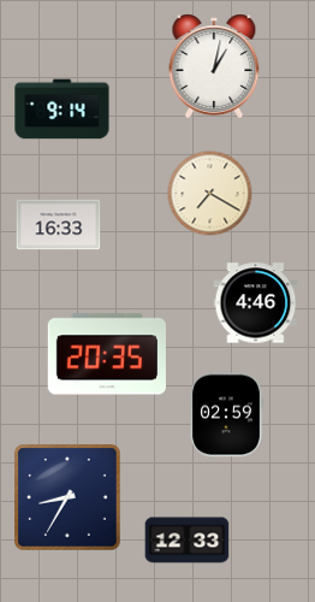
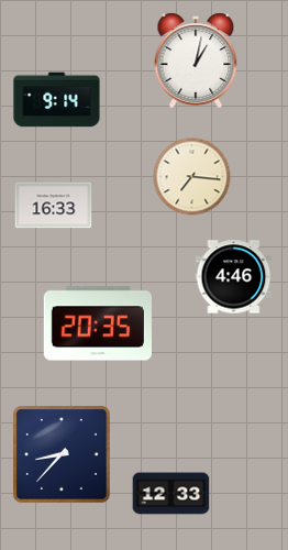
clock at (210, 194): 7:20 -> 7:16
clock at (226, 415): 02:59 -> none
clock at (67, 497): 8:35 -> 8:37
